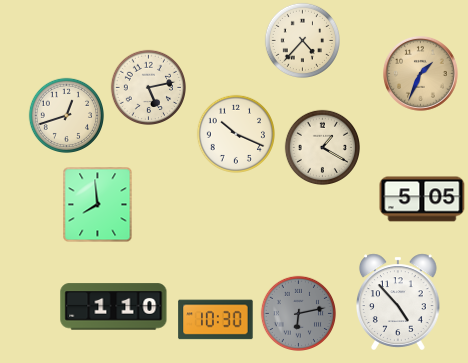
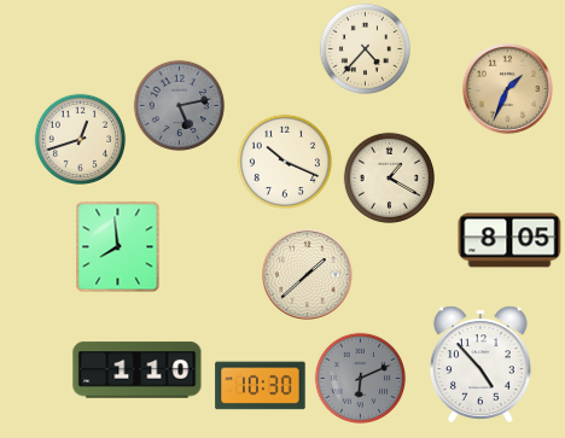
clock at (148, 87) dial: cream -> grey
clock at (422, 199): 5:05 -> 8:05
clock at (308, 275): none -> 1:38
clock at (298, 313): 6:13 -> 6:11
